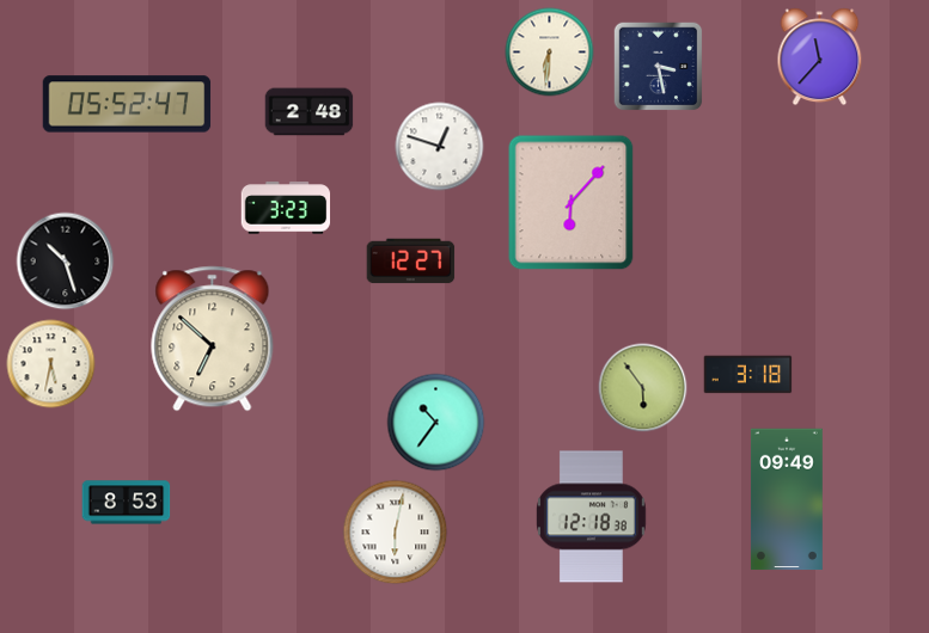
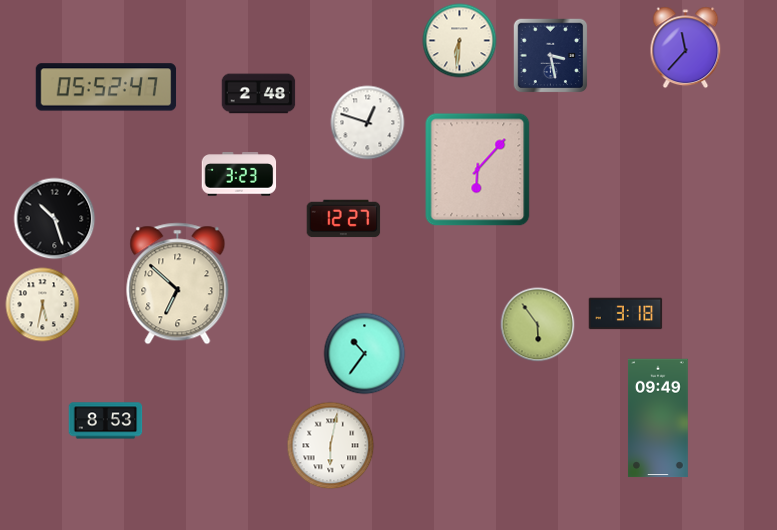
clock at (550, 53) position: (550, 53) -> (460, 41)
clock at (591, 517): 12:18 -> none
